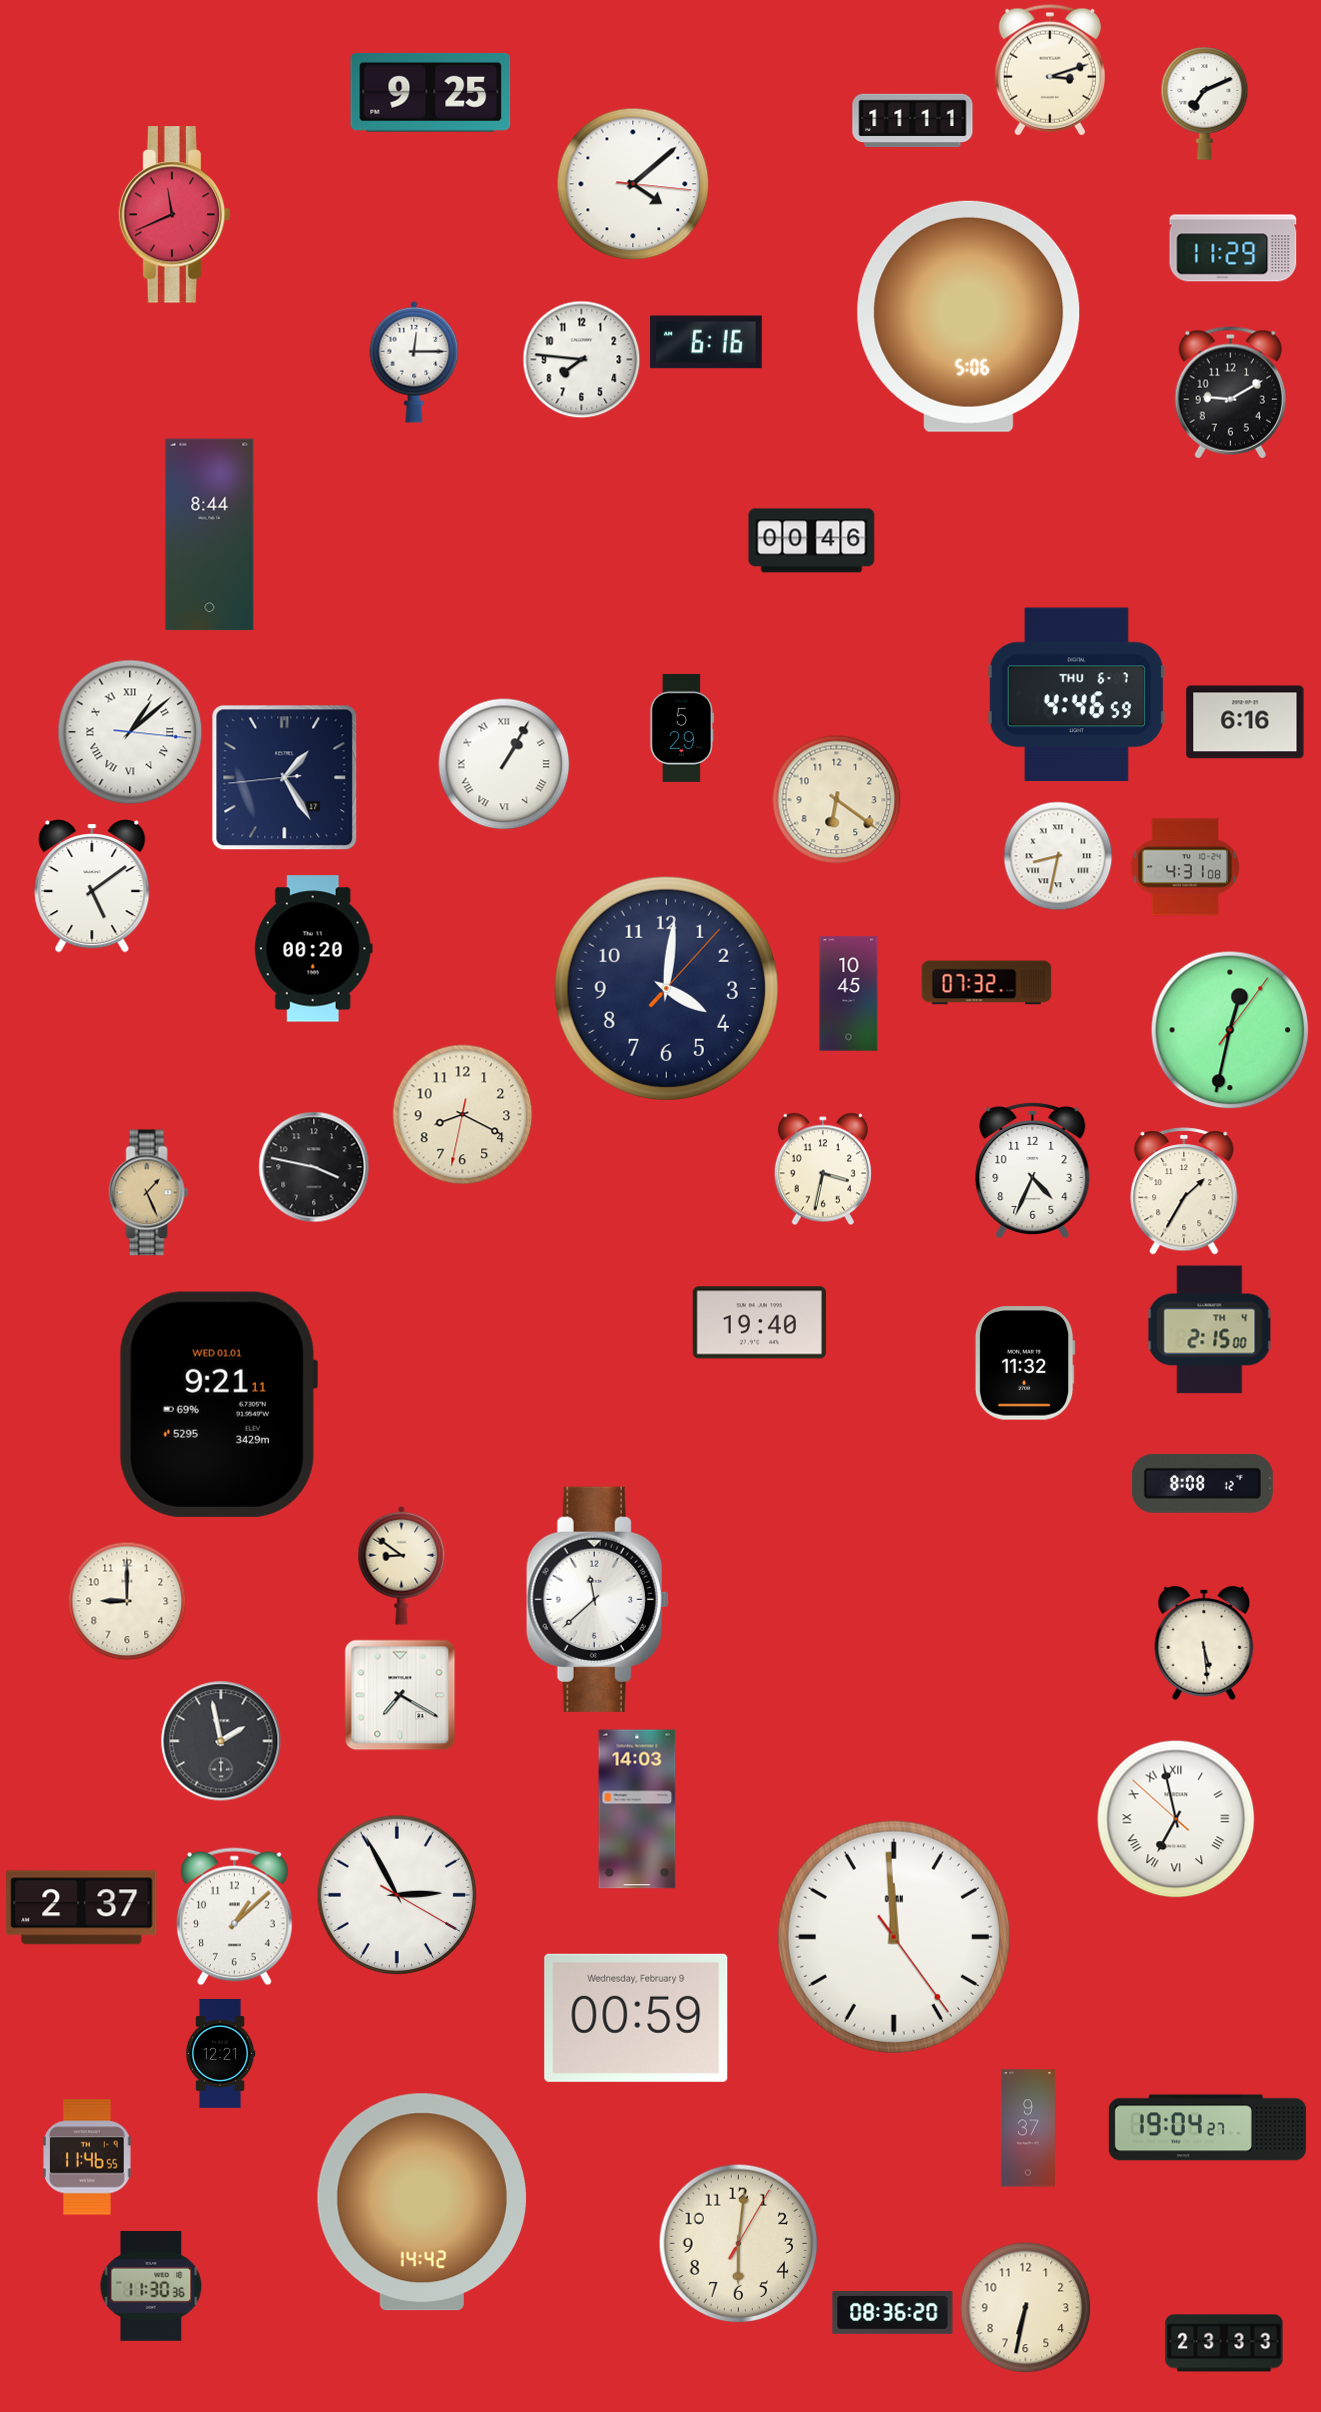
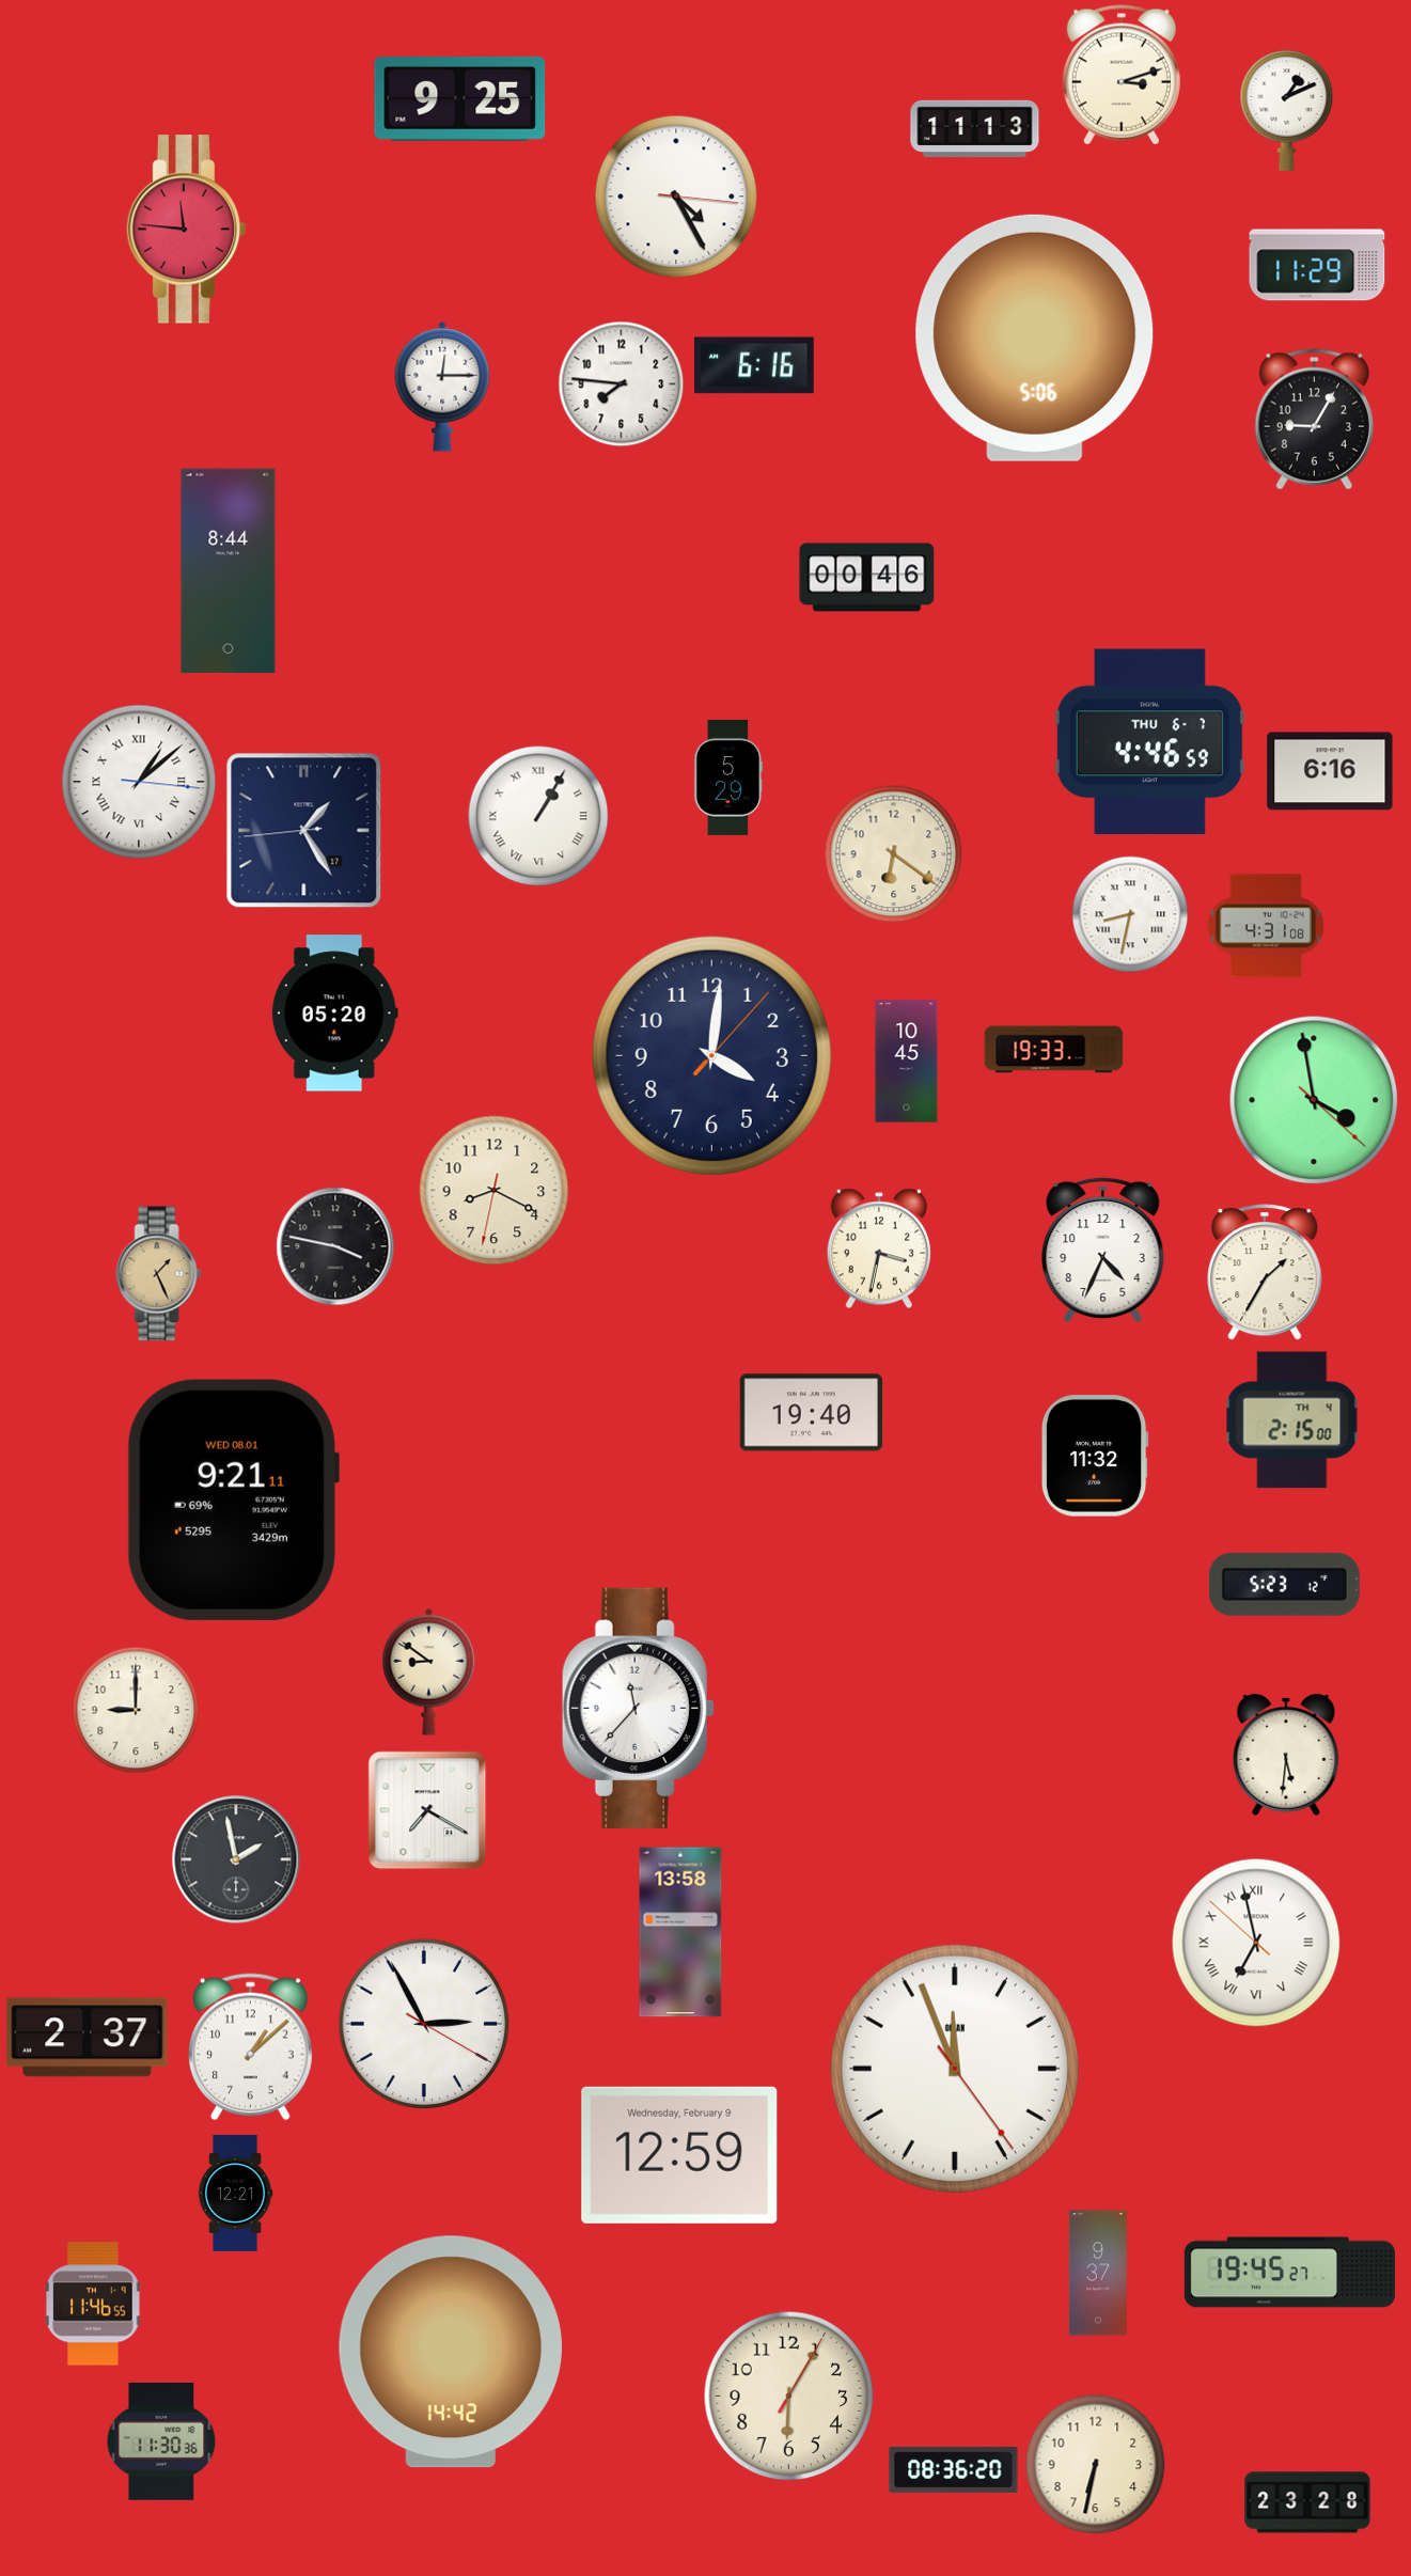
clock at (1205, 104): 7:11 -> 1:11
clock at (913, 121): 11:11 -> 11:13
clock at (633, 184): 4:08 -> 4:25
clock at (175, 215): 11:41 -> 11:46
clock at (1230, 393): 9:10 -> 9:05
clock at (210, 535) position: (210, 535) -> (229, 571)
clock at (92, 886): 5:09 -> none
clock at (313, 949): 00:20 -> 05:20
clock at (987, 983): 07:32 -> 19:33
clock at (1230, 1030): 12:32 -> 3:58
clock at (218, 1404) date: WED 01.01 -> WED 08.01
clock at (1202, 1483): 8:08 -> 5:23
clock at (597, 1599): 11:38 -> 11:37
clock at (1204, 1643): 5:29 -> 5:31
clock at (637, 1809): 14:03 -> 13:58
clock at (894, 1937): 11:59 -> 11:56
clock at (636, 2018): 00:59 -> 12:59
clock at (1207, 2128): 19:04 -> 19:45
clock at (739, 2244): 6:01 -> 6:05
clock at (1224, 2343): 23:33 -> 23:28
